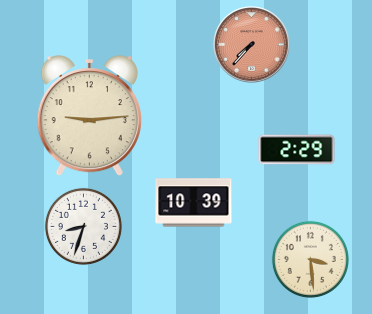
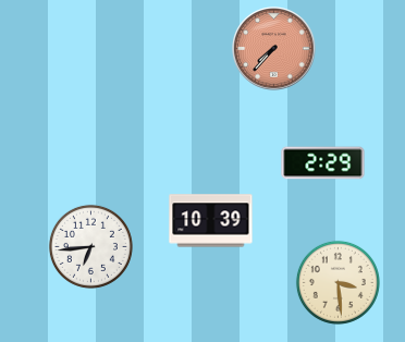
clock at (89, 117): 9:14 -> none
clock at (83, 226): 8:33 -> 6:44
